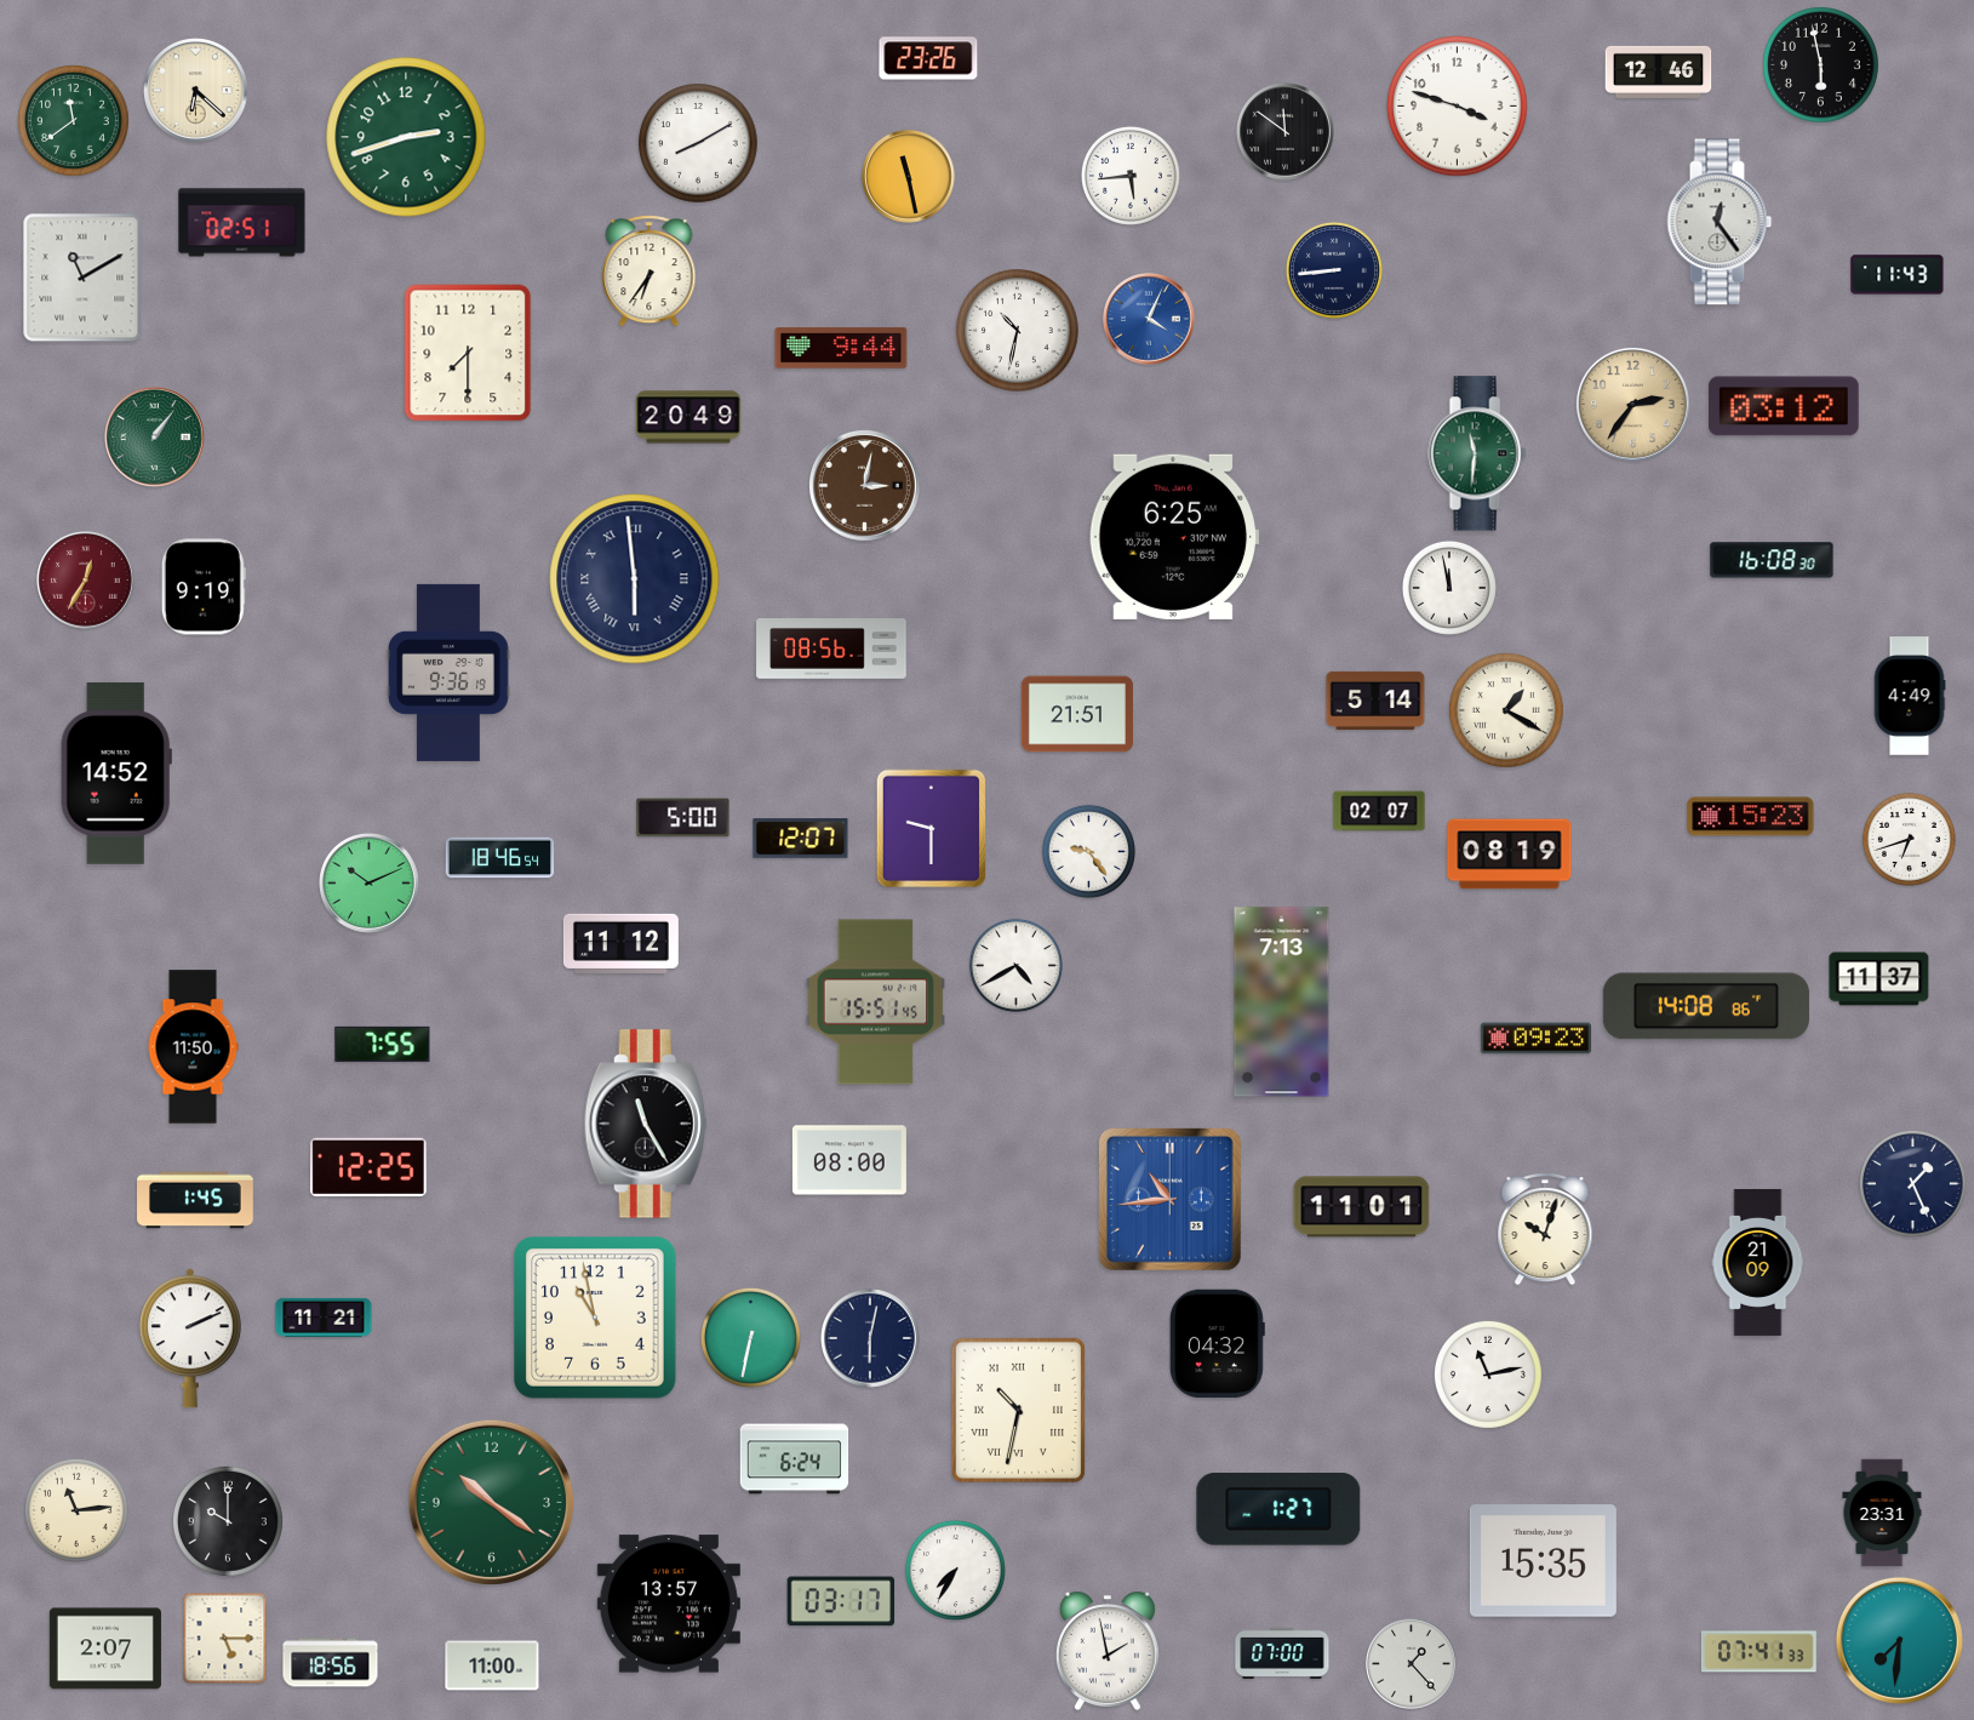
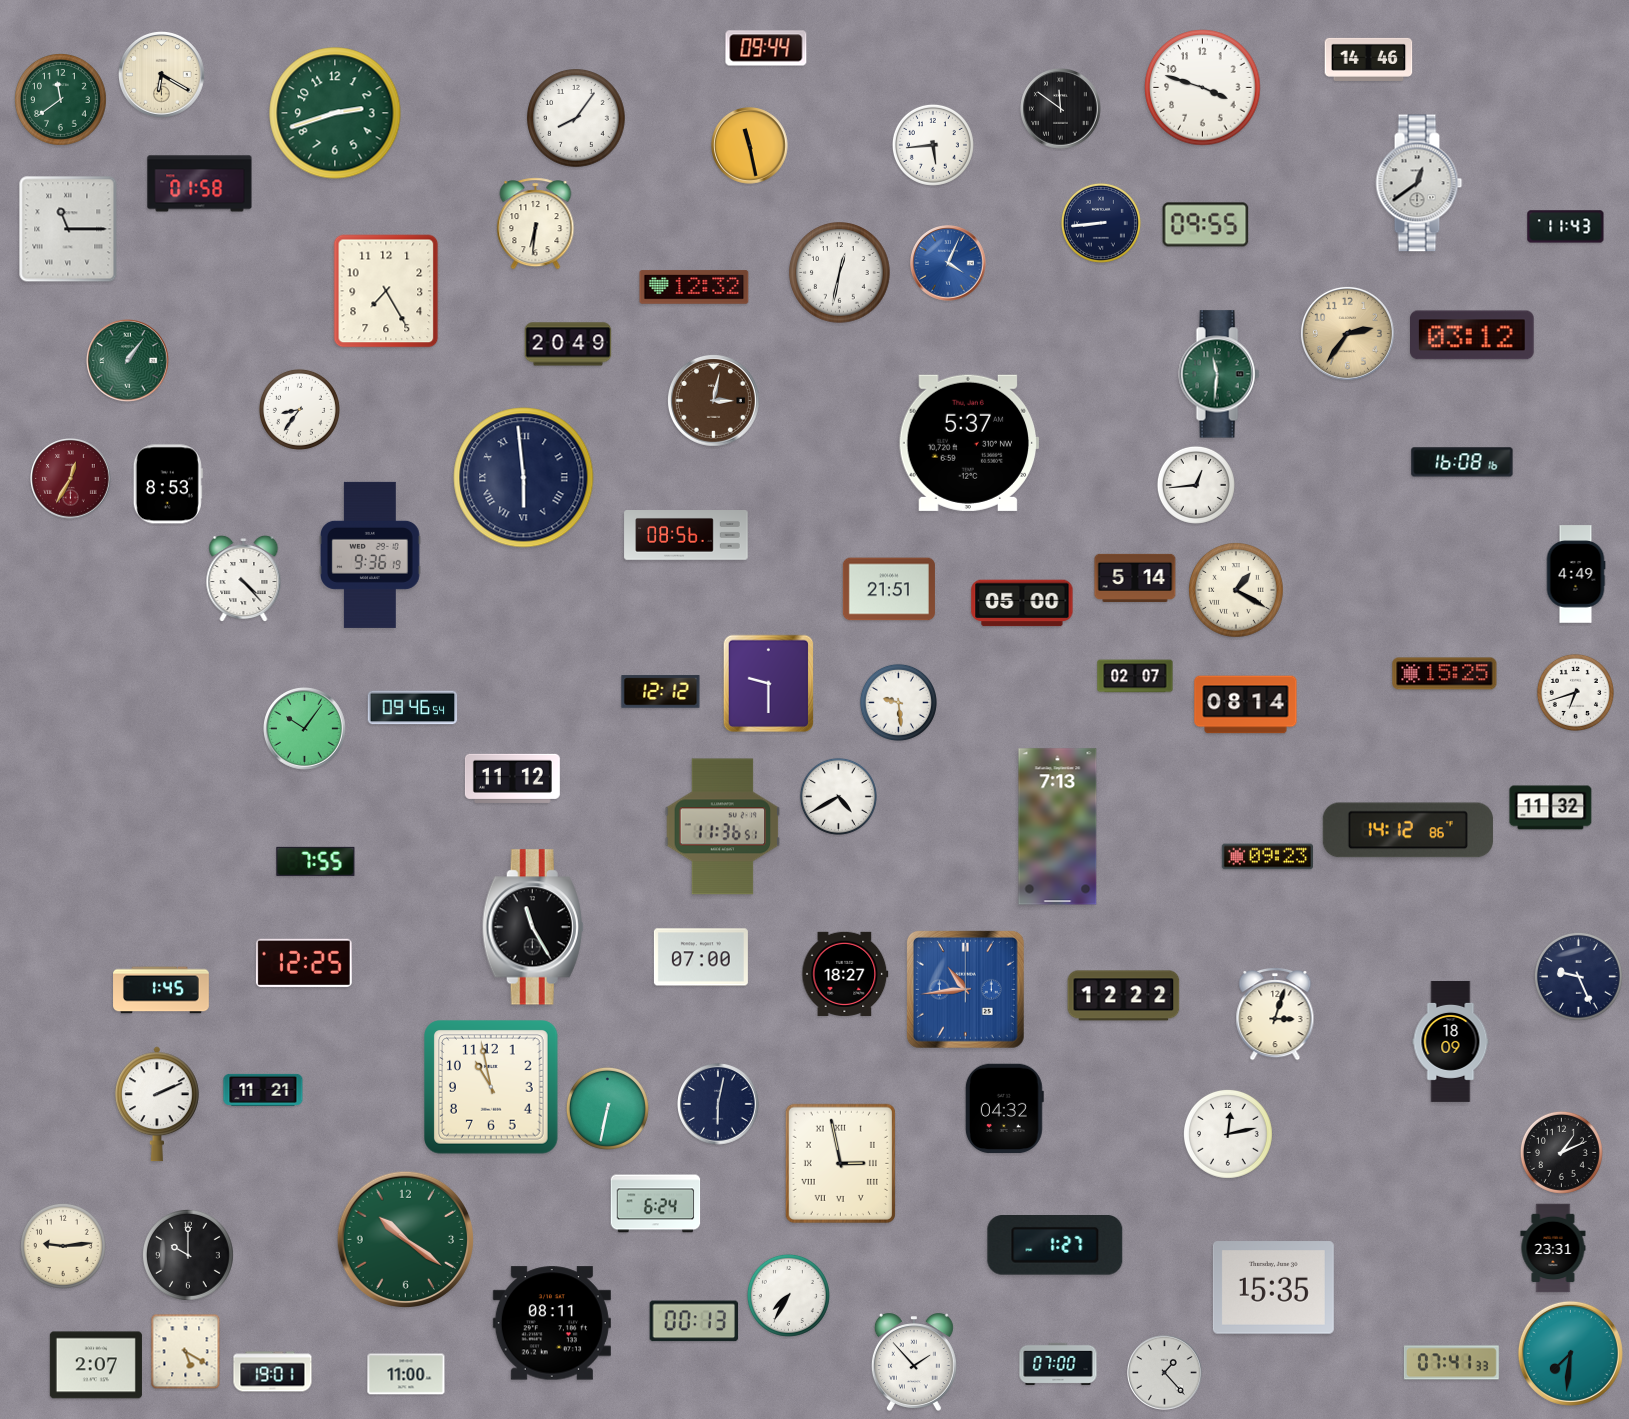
clock at (928, 58): 23:26 -> 09:44
clock at (1821, 65): 5:58 -> none
clock at (1659, 72): 12:46 -> 14:46
clock at (196, 91): 6:22 -> 6:20
clock at (698, 143): 8:10 -> 8:06
clock at (1720, 222): 12:24 -> 12:39
clock at (242, 223): 02:51 -> 01:58
clock at (650, 272): 6:36 -> 6:31
clock at (1206, 225): none -> 09:55
clock at (82, 278): 11:10 -> 11:15
clock at (1018, 331): 10:32 -> 12:32
clock at (841, 348): 9:44 -> 12:32
clock at (468, 353): 7:30 -> 7:25
clock at (299, 409): none -> 8:36
clock at (1174, 537): 6:25 -> 5:37
clock at (1772, 560): 16:08:30 -> 16:08:16
clock at (204, 587): 9:19 -> 8:53
clock at (1449, 588): 11:58 -> 12:44
clock at (244, 579): none -> 4:23
clock at (1507, 712) position: (1507, 712) -> (1237, 591)
clock at (1022, 603): none -> 05:00
clock at (116, 775): 14:52 -> none
clock at (1379, 811) position: (1379, 811) -> (1135, 676)
clock at (1751, 817): 15:23 -> 15:25
clock at (683, 818): 5:00 -> none
clock at (801, 839): 12:07 -> 12:12
clock at (1088, 851): 9:24 -> 9:29
clock at (1510, 855): 08:19 -> 08:14
clock at (500, 858): 18:46 -> 09:46
clock at (370, 884): 10:11 -> 10:06
clock at (1879, 979): 11:37 -> 11:32
clock at (876, 1002): 15:51 -> 11:36
clock at (1706, 1006): 14:08 -> 14:12
clock at (193, 1047): 11:50 -> none
clock at (849, 1160): 08:00 -> 07:00
clock at (845, 974): none -> 18:27
clock at (1912, 1183): 1:26 -> 9:26
clock at (1362, 1207): 11:01 -> 12:22
clock at (1545, 1230): 10:03 -> 3:03
clock at (1758, 1262): 21:09 -> 18:09
clock at (324, 1318) position: (324, 1318) -> (263, 1090)
clock at (750, 1337) position: (750, 1337) -> (607, 1108)
clock at (1488, 1375): 11:13 -> 12:13
clock at (1561, 1152): none -> 1:11
clock at (1018, 1410): 10:32 -> 2:58
clock at (76, 1510): 11:14 -> 9:14
clock at (841, 1601): 03:17 -> 00:13
clock at (669, 1604): 13:57 -> 08:11
clock at (225, 1639): 5:15 -> 5:20
clock at (1899, 1640) position: (1899, 1640) -> (1570, 1353)
clock at (105, 1648) position: (105, 1648) -> (96, 1365)
clock at (1108, 1651): 1:58 -> 1:53
clock at (331, 1663): 18:56 -> 19:01
